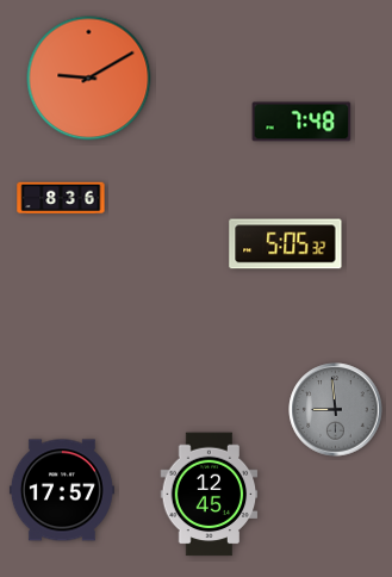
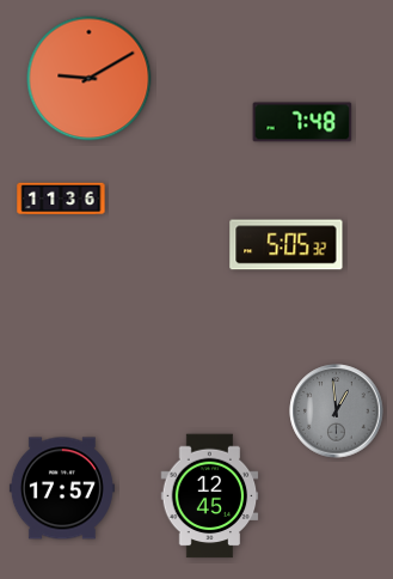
clock at (61, 198): 8:36 -> 11:36
clock at (336, 410): 8:59 -> 12:59
clock at (62, 490) position: (62, 490) -> (62, 488)
